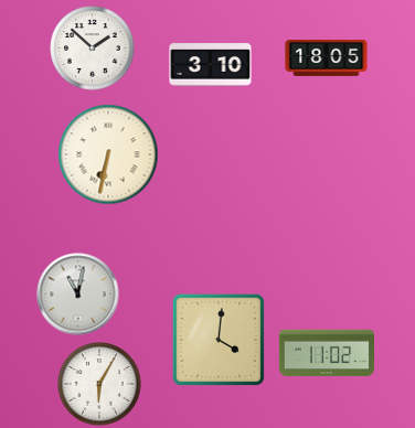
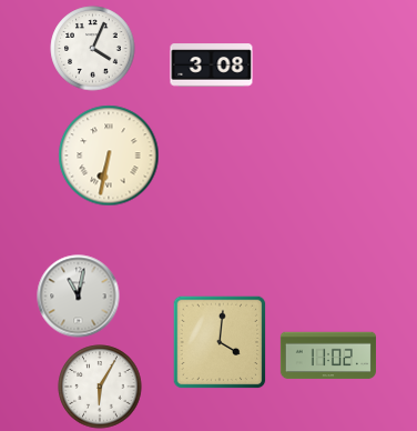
clock at (93, 49): 1:52 -> 4:04
clock at (327, 58): 18:05 -> none
clock at (211, 65): 3:10 -> 3:08
